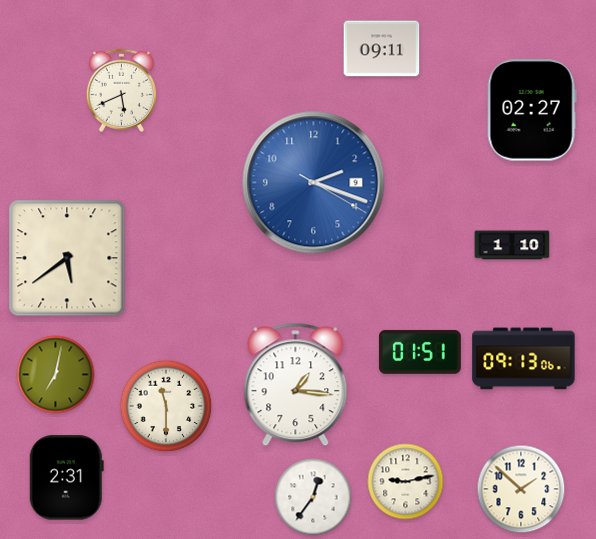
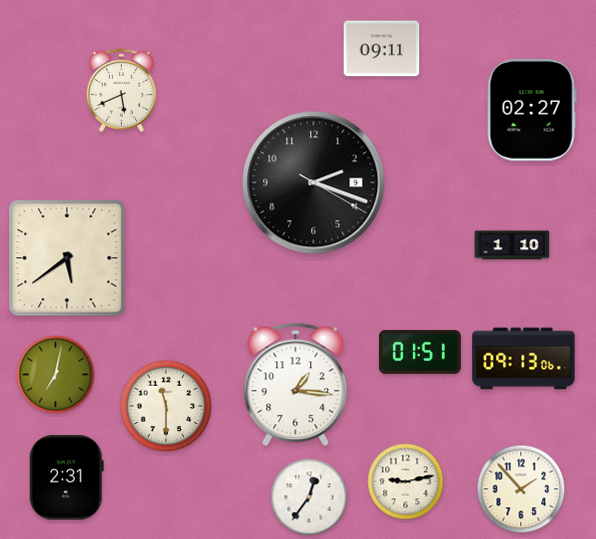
clock at (314, 183) dial: blue -> black
clock at (521, 489): 1:52 -> 1:53
clock at (313, 497) position: (313, 497) -> (309, 497)
